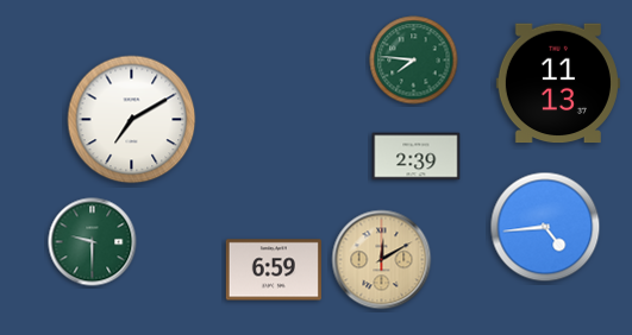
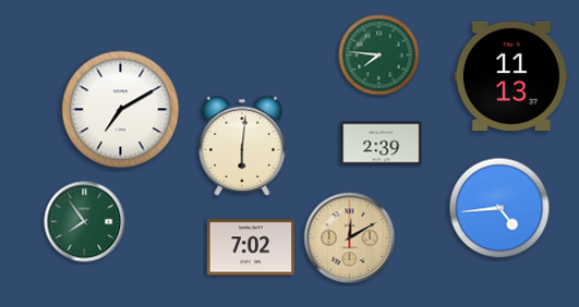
clock at (242, 146): none -> 6:01
clock at (93, 242): 9:30 -> 7:54
clock at (274, 270): 6:59 -> 7:02
